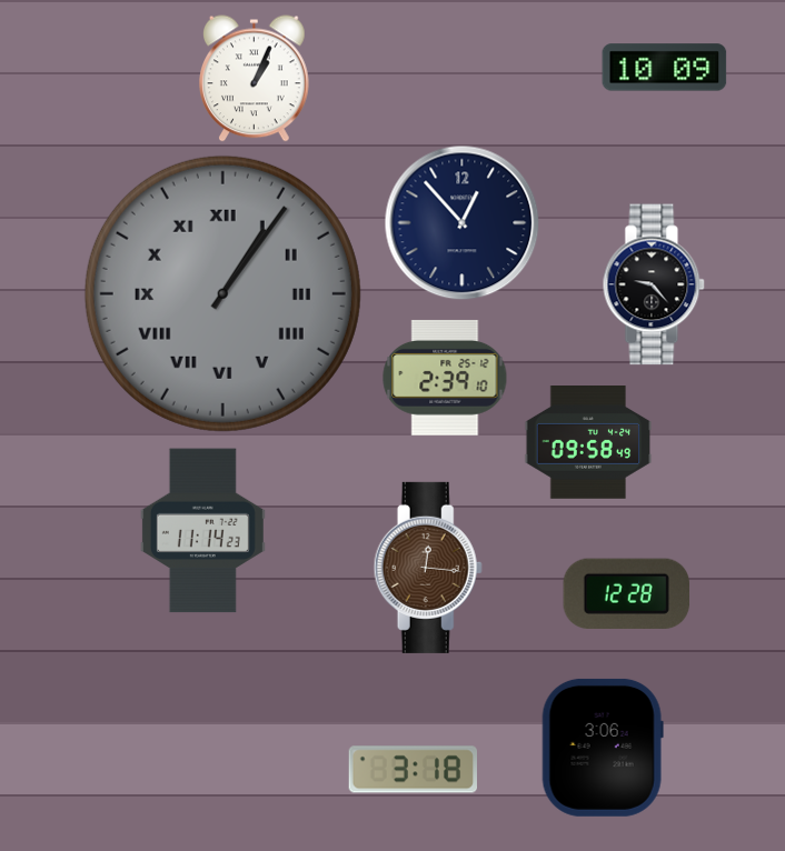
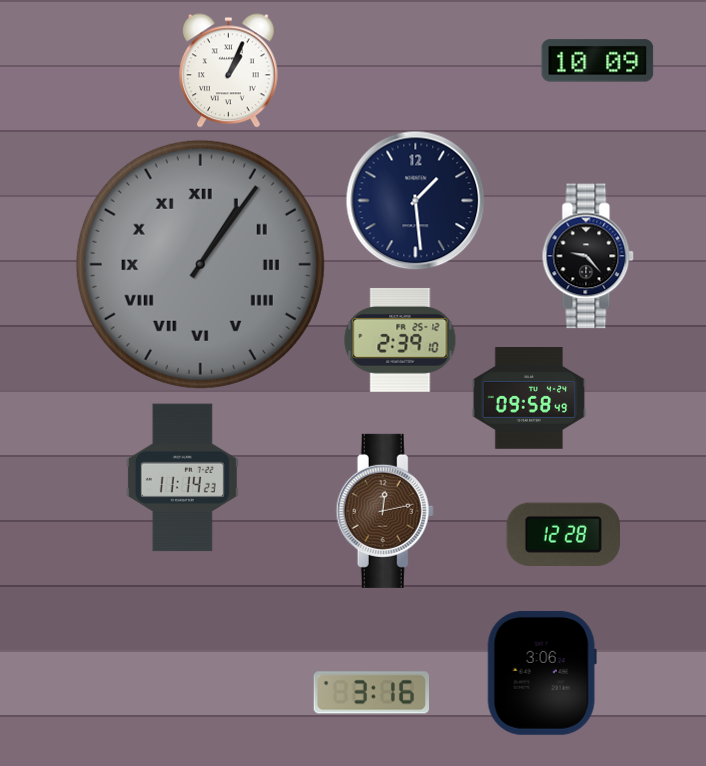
clock at (463, 223): 12:53 -> 1:29
clock at (428, 568): 12:16 -> 12:13
clock at (413, 770): 3:18 -> 3:16
